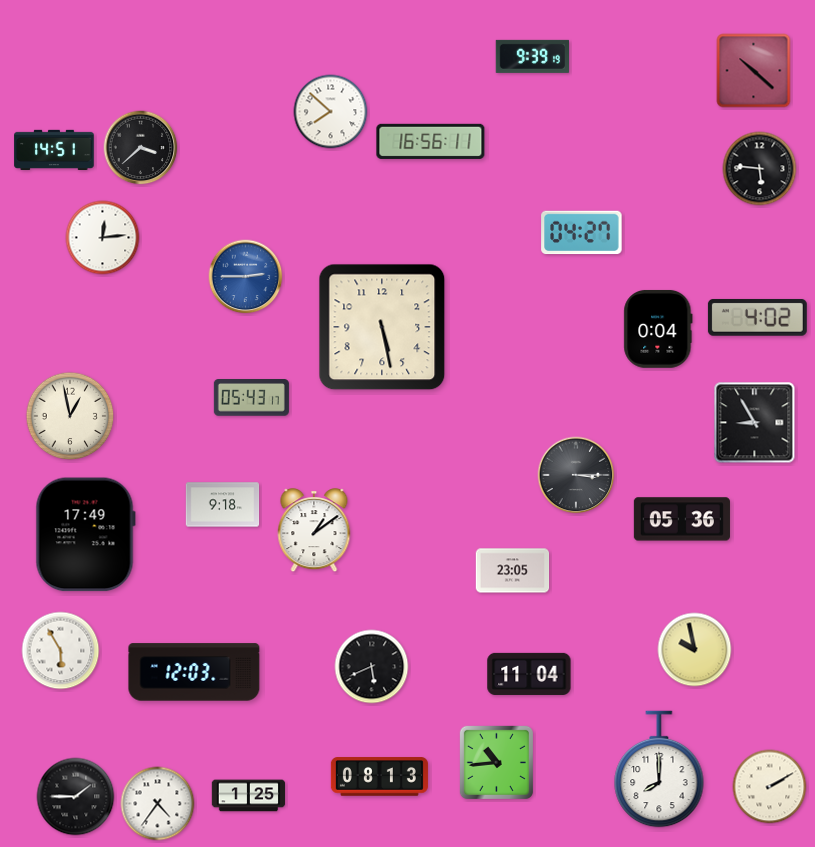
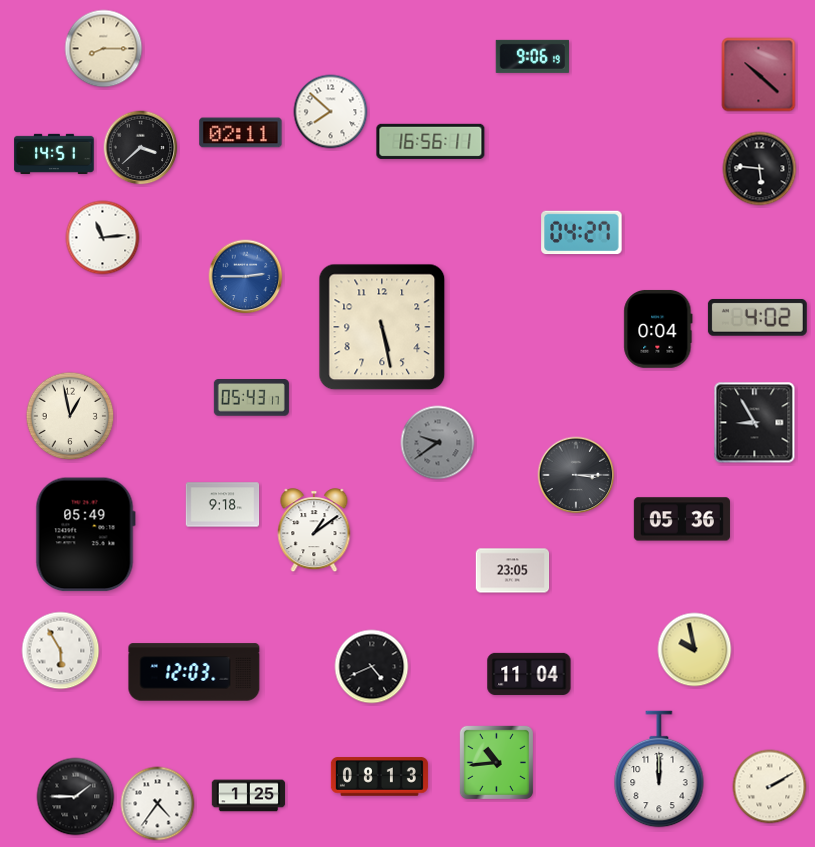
clock at (104, 49): none -> 8:15
clock at (532, 56): 9:39 -> 9:06
clock at (754, 71) position: (754, 71) -> (759, 75)
clock at (241, 133): none -> 02:11
clock at (54, 149) position: (54, 149) -> (54, 153)
clock at (103, 238): 12:14 -> 11:14
clock at (438, 443): none -> 9:39
clock at (85, 535): 17:49 -> 05:49
clock at (372, 667): 5:41 -> 4:41
clock at (659, 769): 8:00 -> 12:00
